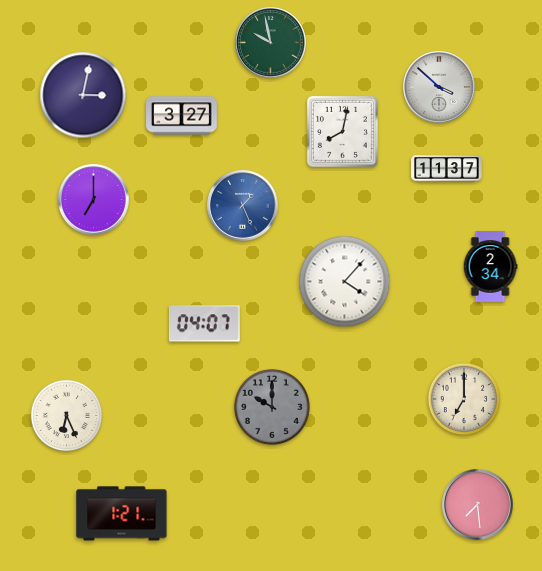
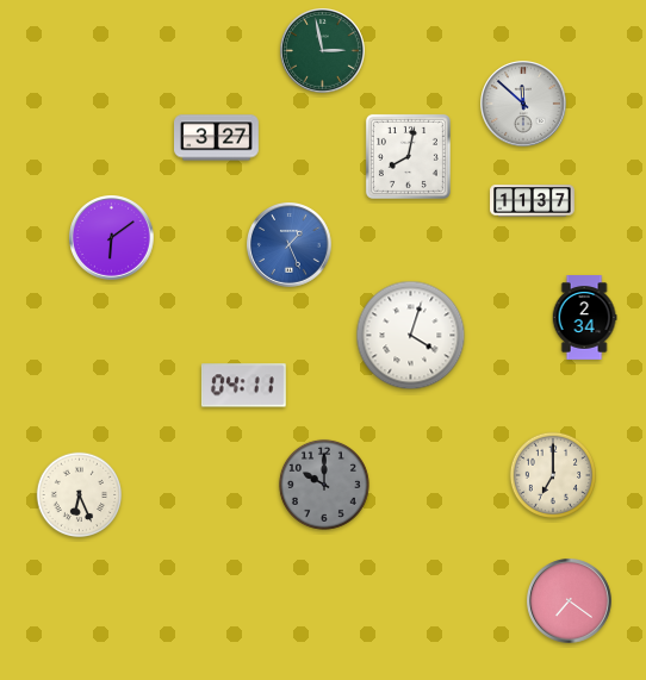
clock at (271, 43): 9:58 -> 2:58
clock at (439, 87): 3:52 -> 11:52
clock at (83, 95): 3:02 -> none
clock at (94, 200): 7:00 -> 6:09
clock at (345, 282): 4:07 -> 4:03
clock at (204, 324): 04:07 -> 04:11
clock at (478, 505): 7:29 -> 7:21
clock at (122, 514): 1:21 -> none
